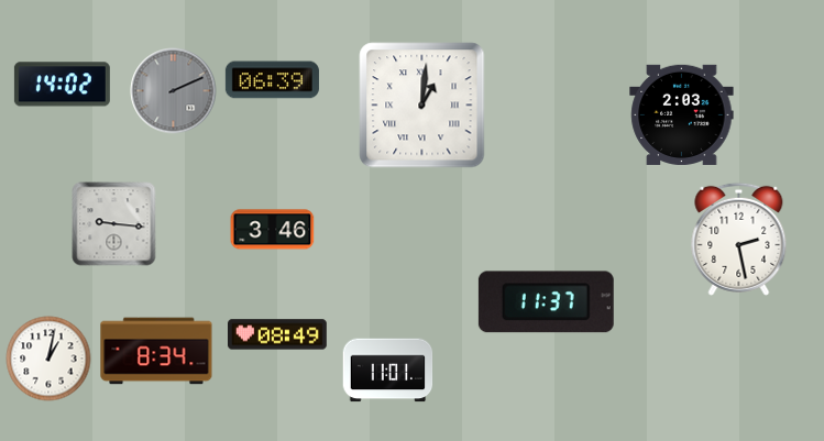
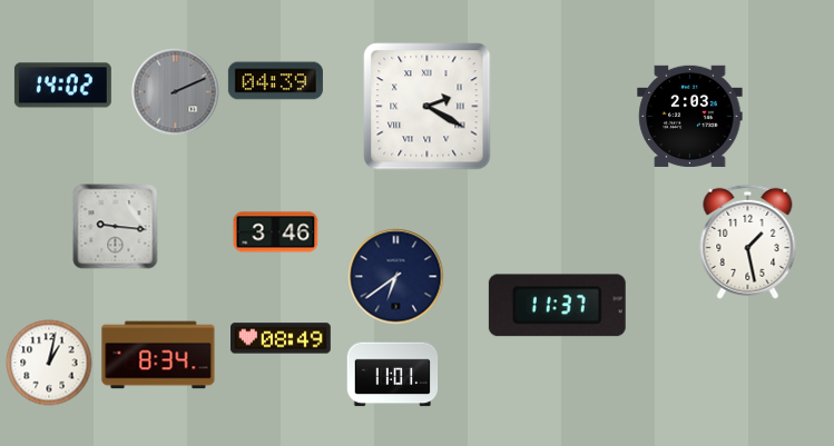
clock at (272, 80): 06:39 -> 04:39
clock at (422, 106): 1:01 -> 2:20
clock at (739, 239): 2:28 -> 1:28
clock at (396, 277): none -> 6:39
clock at (546, 302) position: (546, 302) -> (557, 306)
